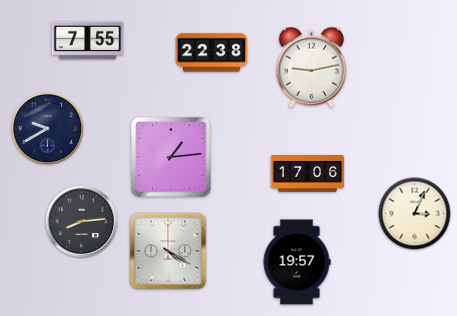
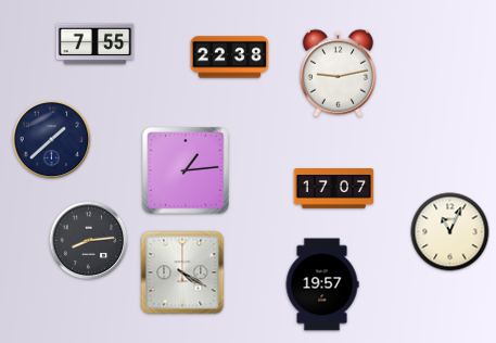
clock at (48, 129): 9:40 -> 1:38
clock at (308, 174): 17:06 -> 17:07
clock at (415, 214): 3:04 -> 11:04
